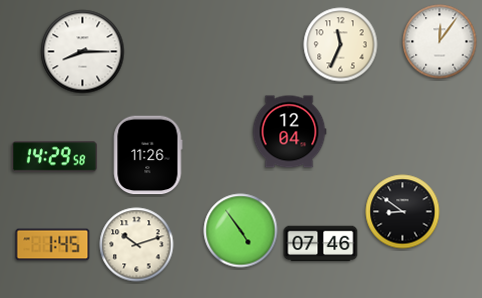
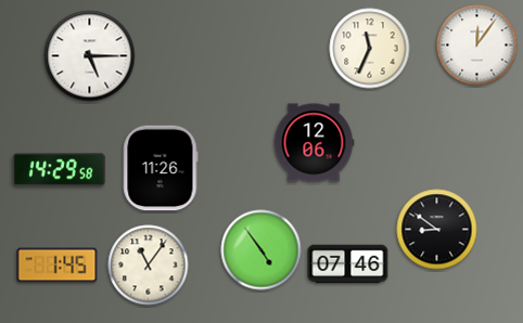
clock at (83, 52): 8:15 -> 5:15
clock at (289, 132): 12:04 -> 12:06
clock at (137, 245): 10:12 -> 11:06
